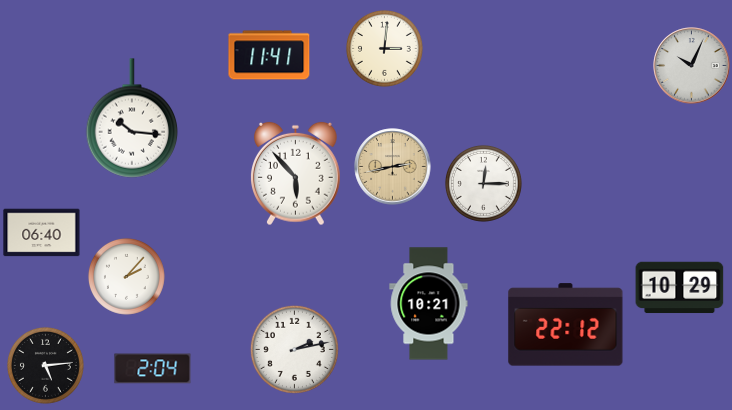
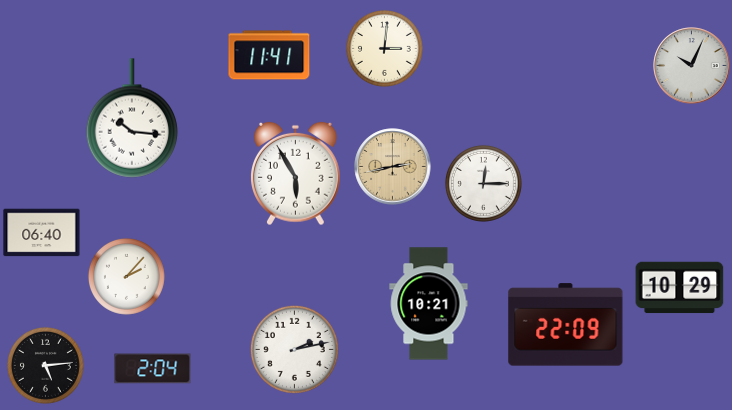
clock at (296, 174): 5:53 -> 5:55
clock at (566, 325): 22:12 -> 22:09
